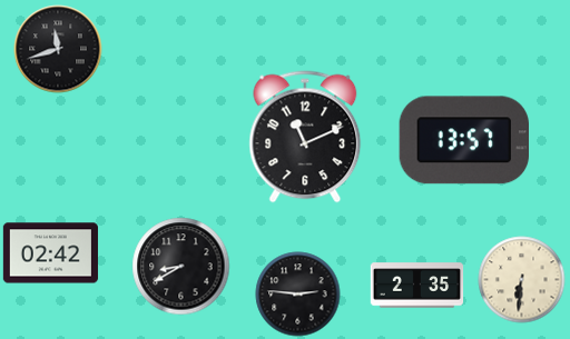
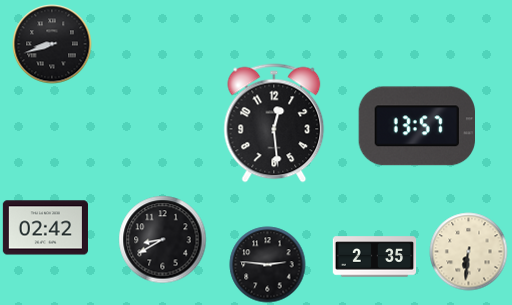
clock at (58, 49): 11:42 -> 8:42
clock at (305, 137): 11:11 -> 12:29
